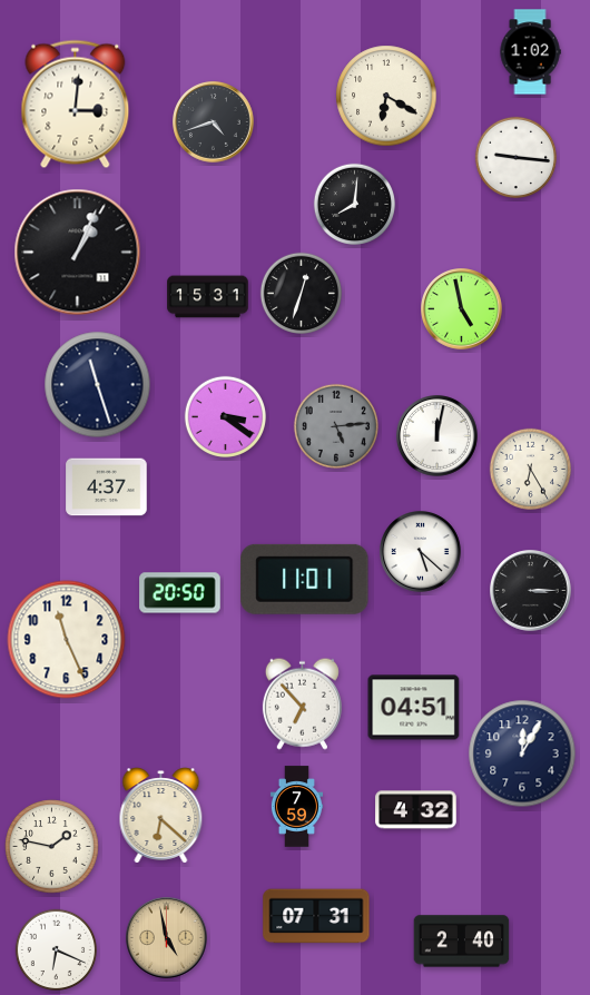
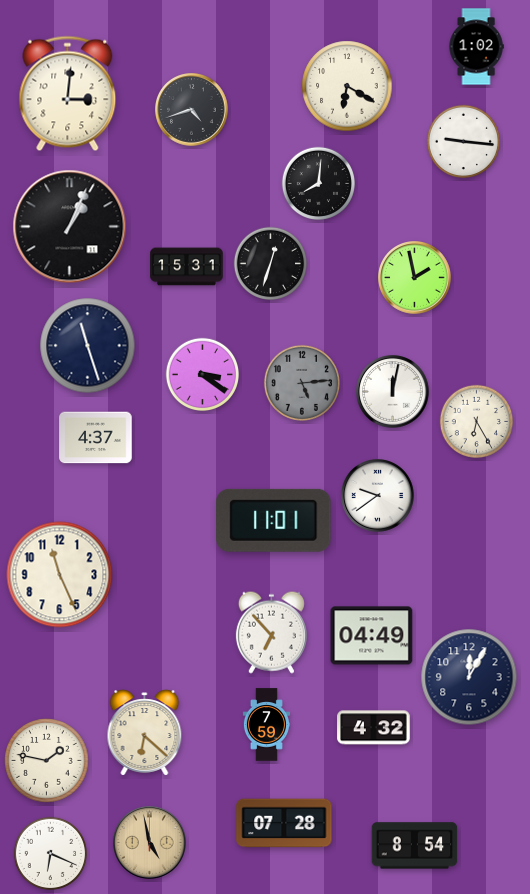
clock at (462, 309): 4:58 -> 1:58
clock at (421, 552): 5:22 -> 9:39
clock at (531, 591): 3:15 -> none
clock at (180, 593): 20:50 -> none
clock at (414, 708): 04:51 -> 04:49
clock at (316, 916): 07:31 -> 07:28
clock at (462, 942): 2:40 -> 8:54
